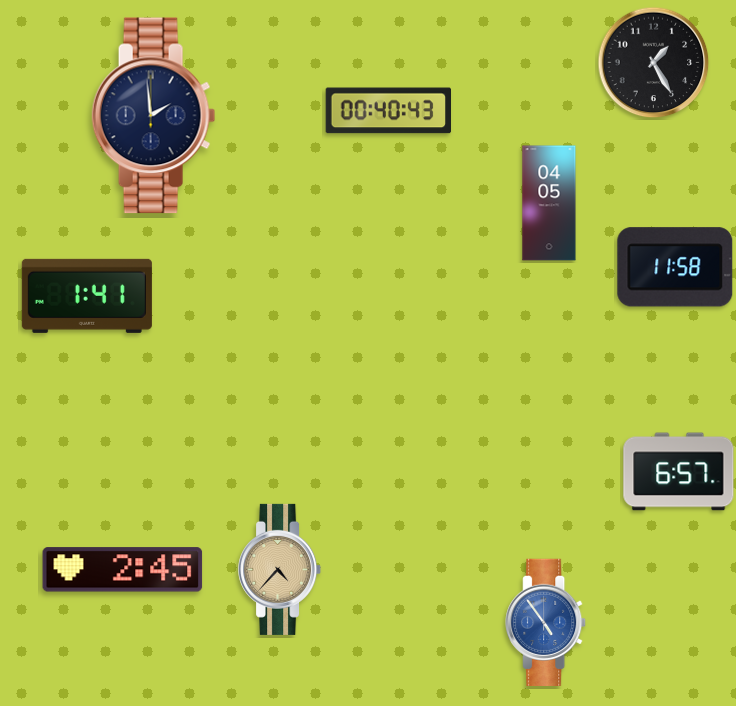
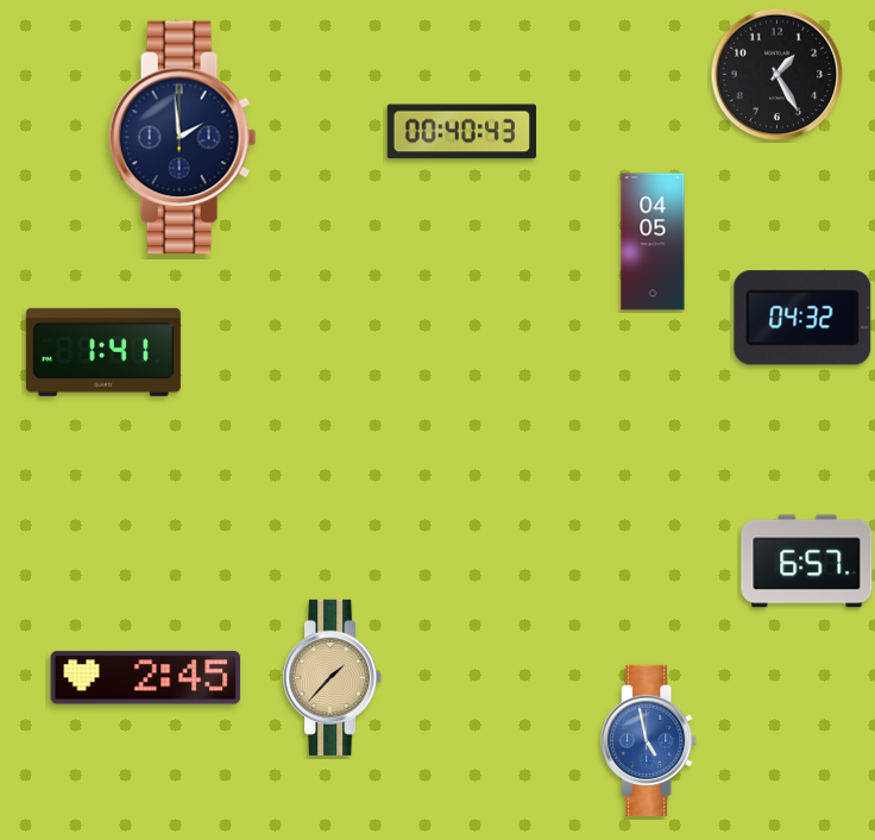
clock at (675, 267): 11:58 -> 04:32
clock at (280, 569): 4:37 -> 1:37
clock at (546, 622): 4:54 -> 4:58
